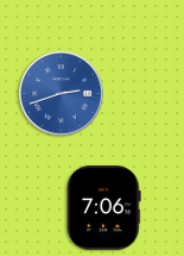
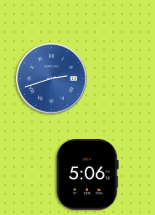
clock at (104, 208): 7:06 -> 5:06
